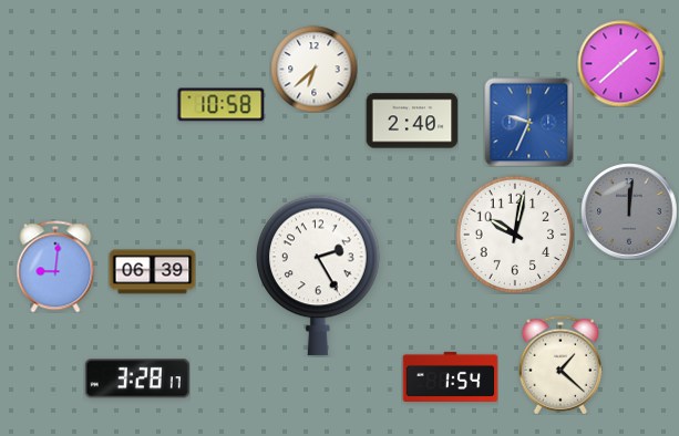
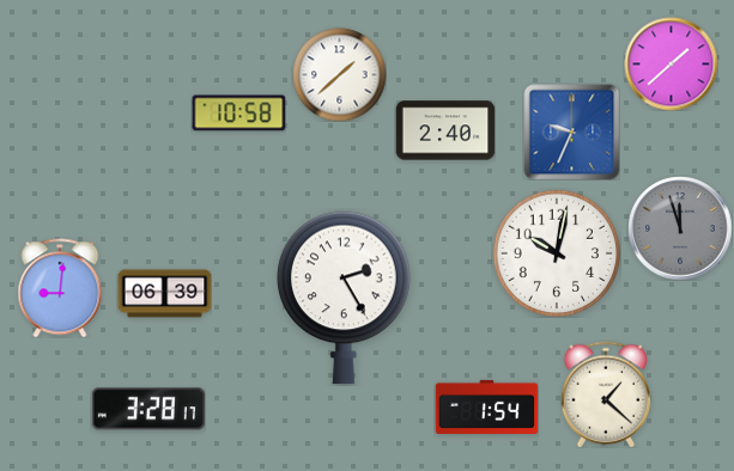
clock at (620, 63) position: (620, 63) -> (671, 63)
clock at (313, 69): 6:38 -> 1:38
clock at (629, 211): 12:01 -> 11:57
